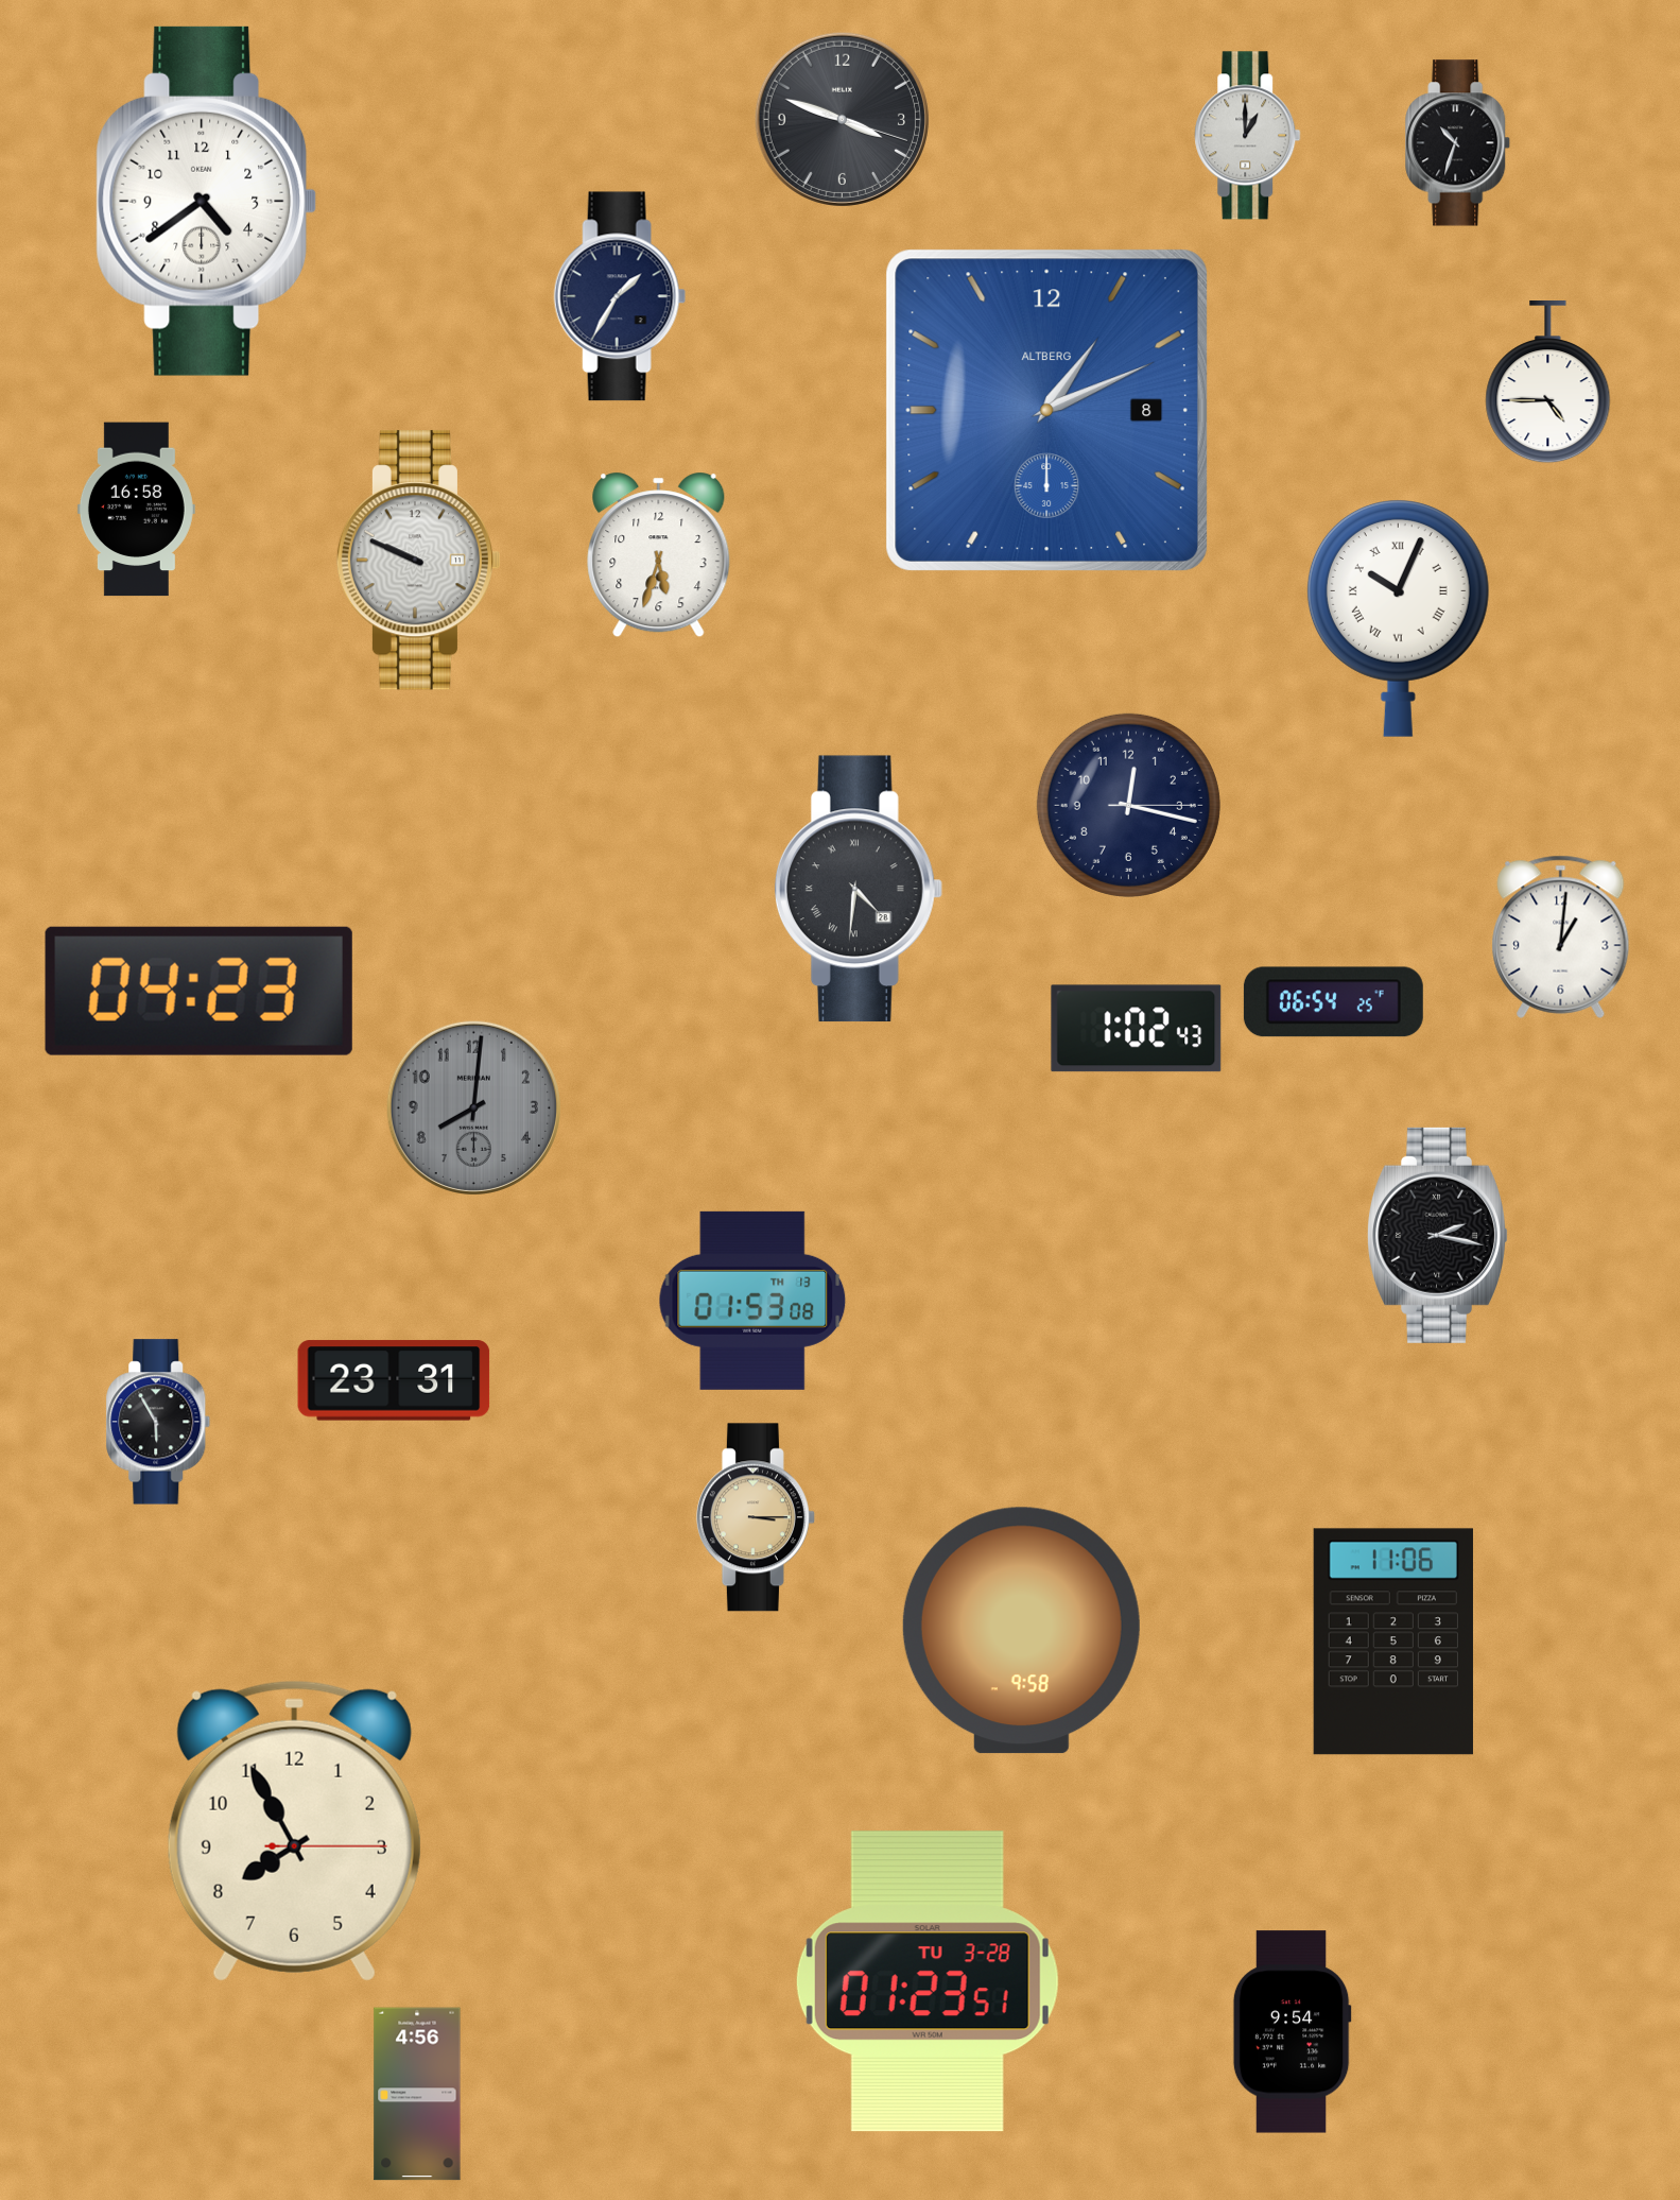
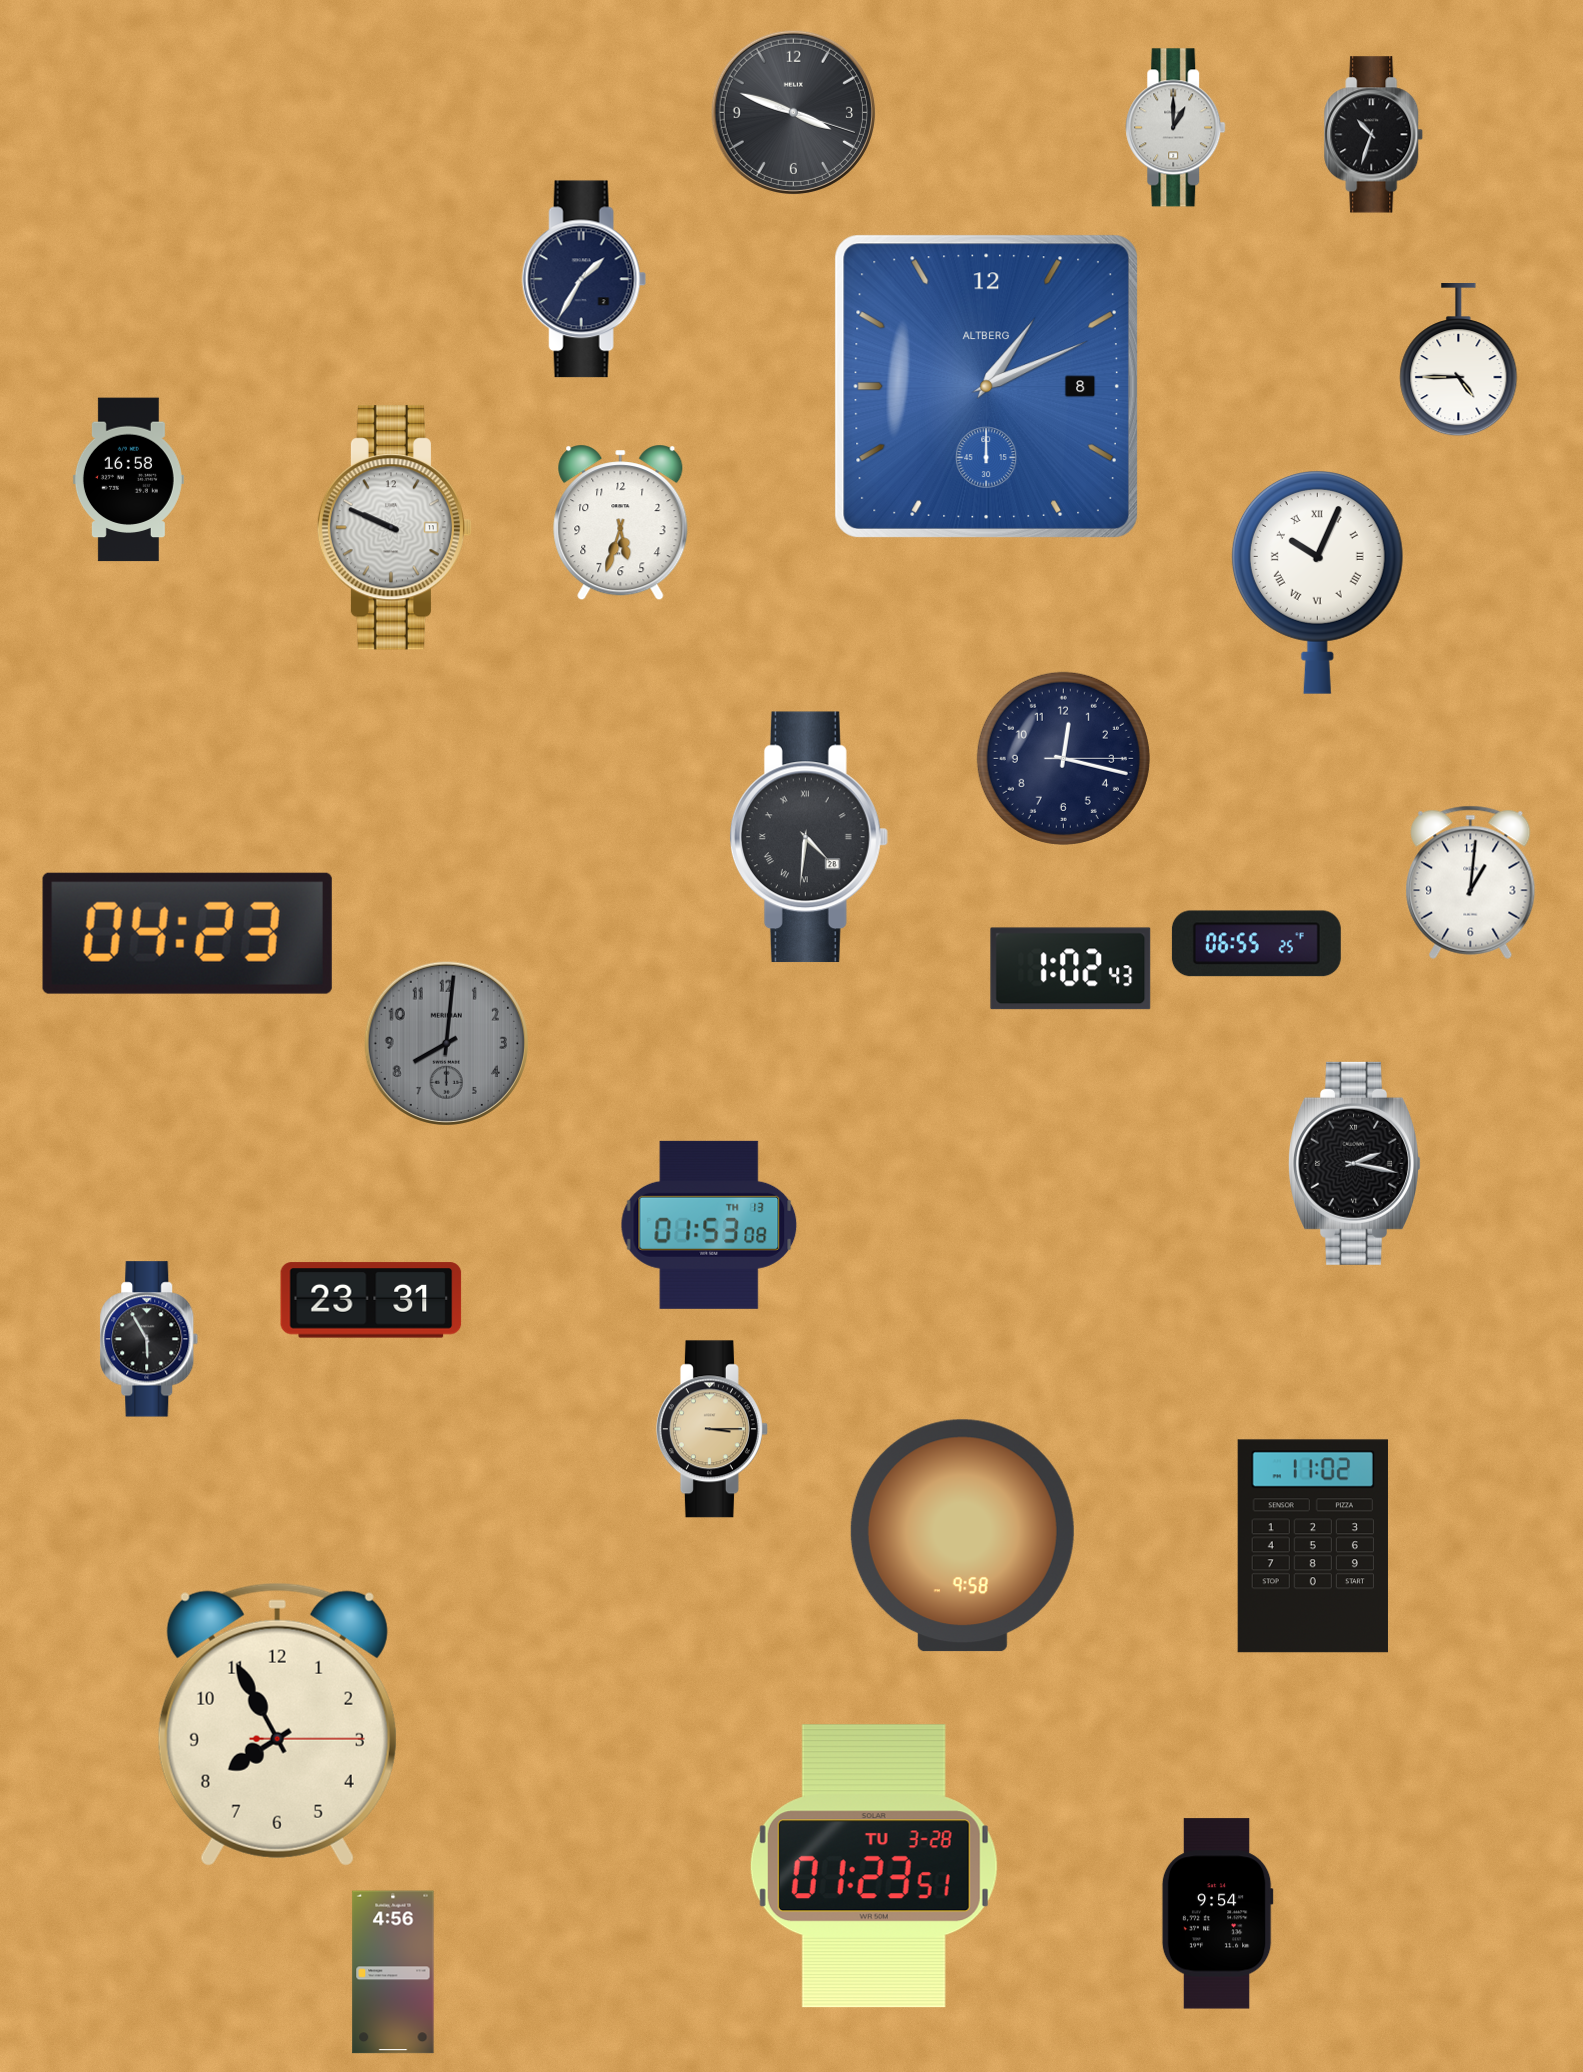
clock at (207, 201): 4:39 -> none
clock at (1333, 1002): 06:54 -> 06:55
clock at (1393, 1642): 11:06 -> 11:02
